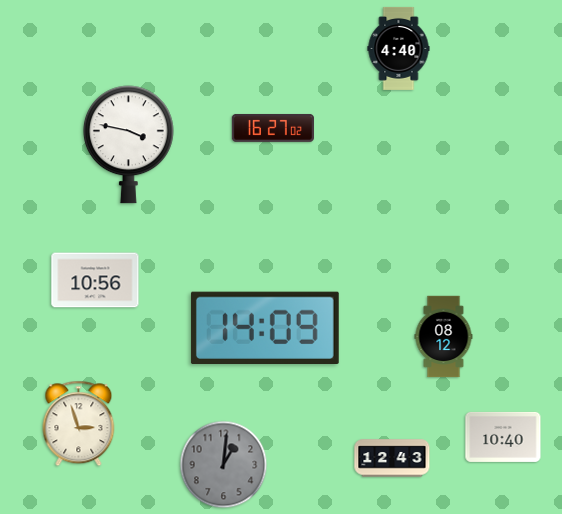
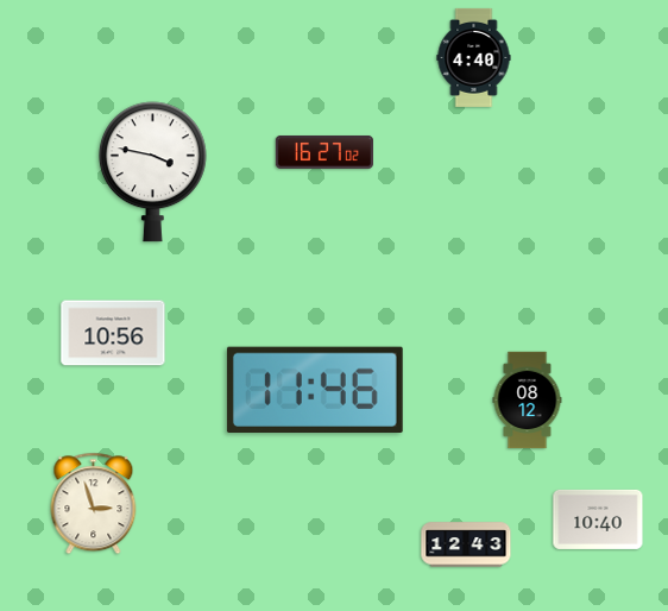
clock at (265, 327): 14:09 -> 11:46
clock at (224, 465): 1:01 -> none
